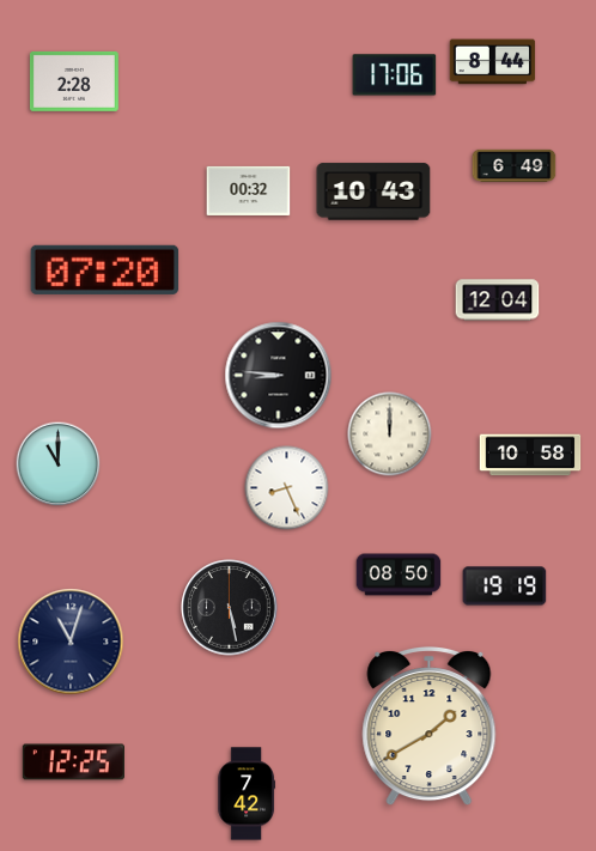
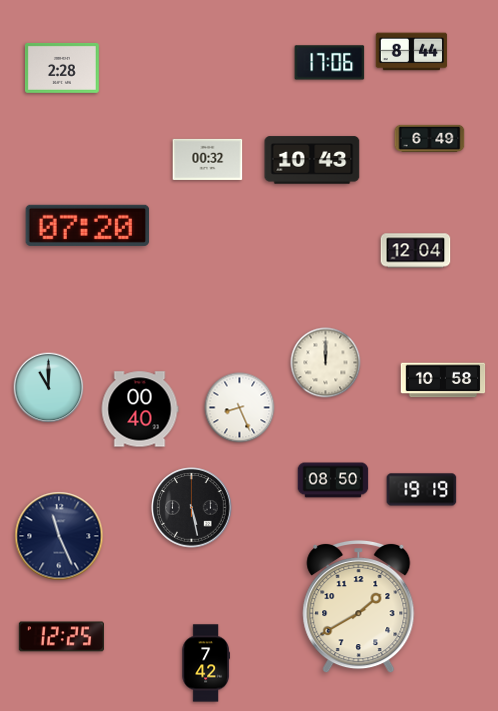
clock at (279, 376): 8:46 -> none
clock at (140, 409): none -> 00:40
clock at (71, 642): 11:03 -> 11:26
